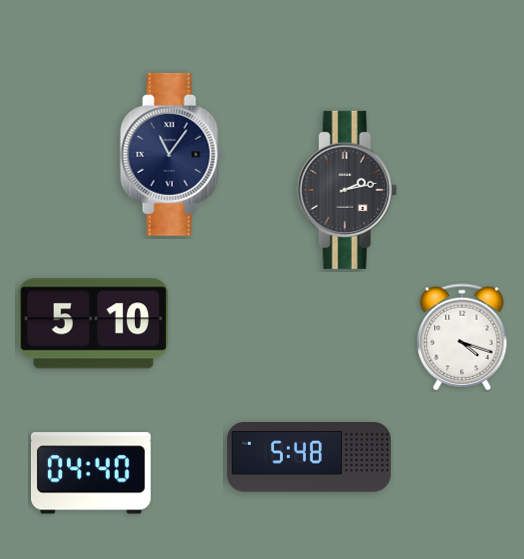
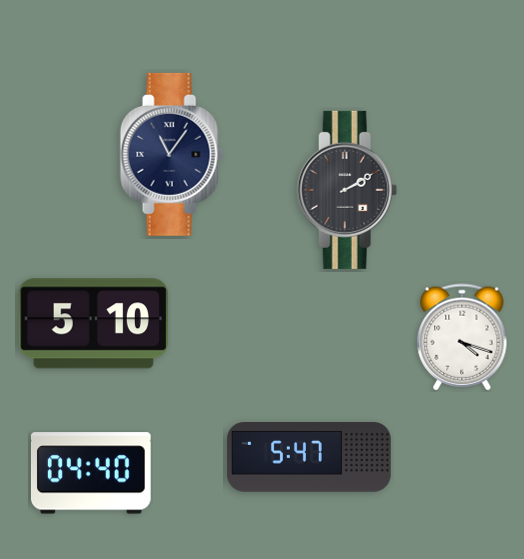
clock at (347, 190): 2:13 -> 2:10
clock at (310, 458): 5:48 -> 5:47
